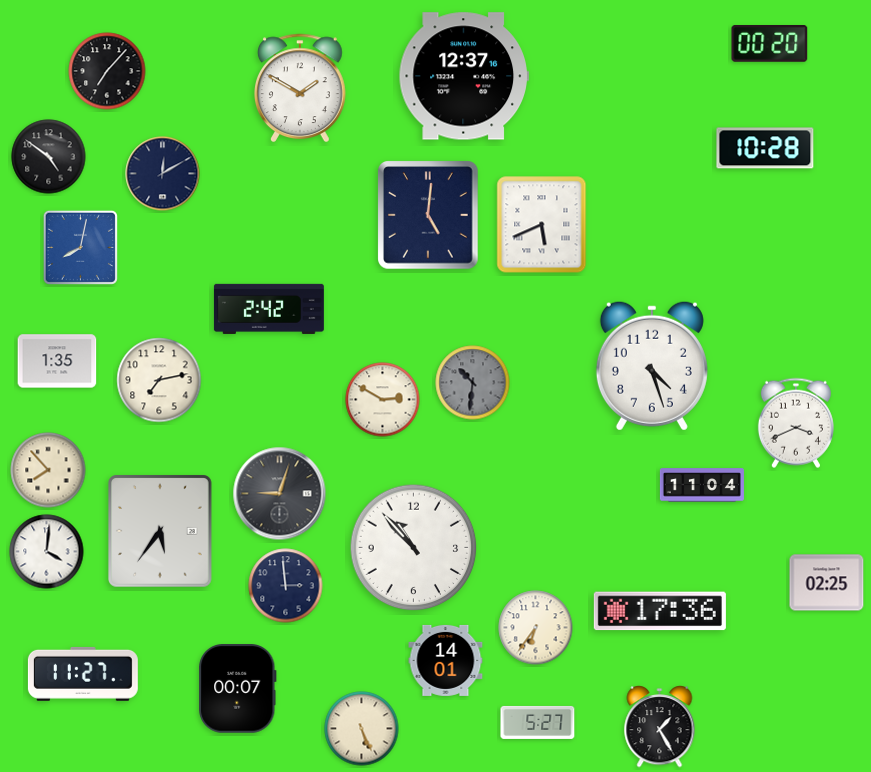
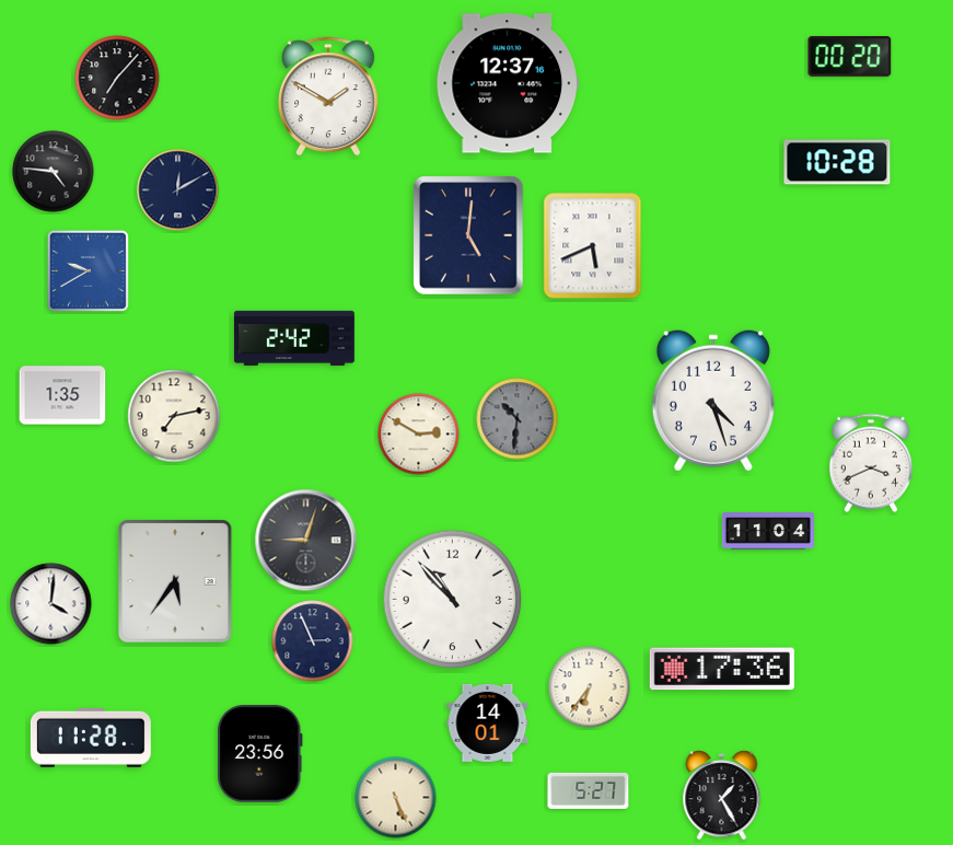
clock at (770, 44) position: (770, 44) -> (850, 57)
clock at (49, 157): 4:51 -> 4:46
clock at (80, 247): 8:02 -> 9:40
clock at (383, 400) position: (383, 400) -> (419, 435)
clock at (48, 470): 7:53 -> none
clock at (827, 583): 02:25 -> none
clock at (286, 586): 2:59 -> 2:56
clock at (536, 628) position: (536, 628) -> (590, 687)
clock at (83, 674): 11:27 -> 11:28
clock at (238, 689): 00:07 -> 23:56
